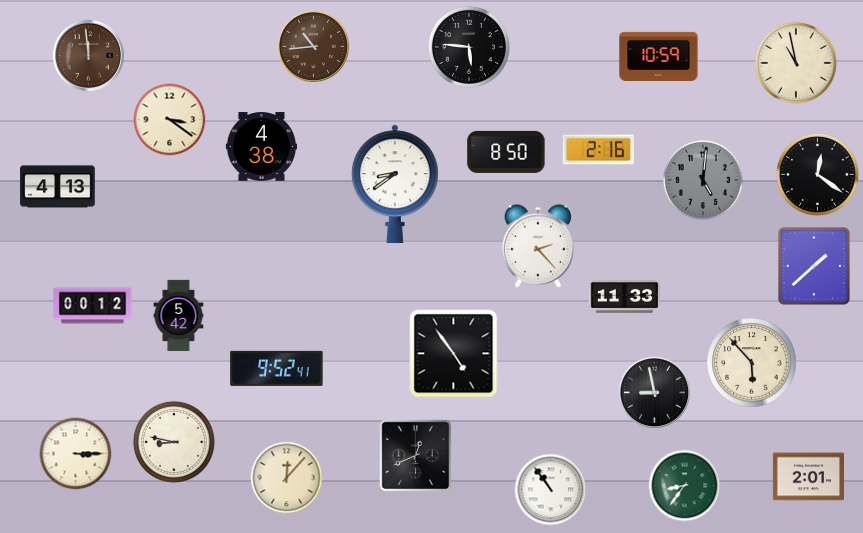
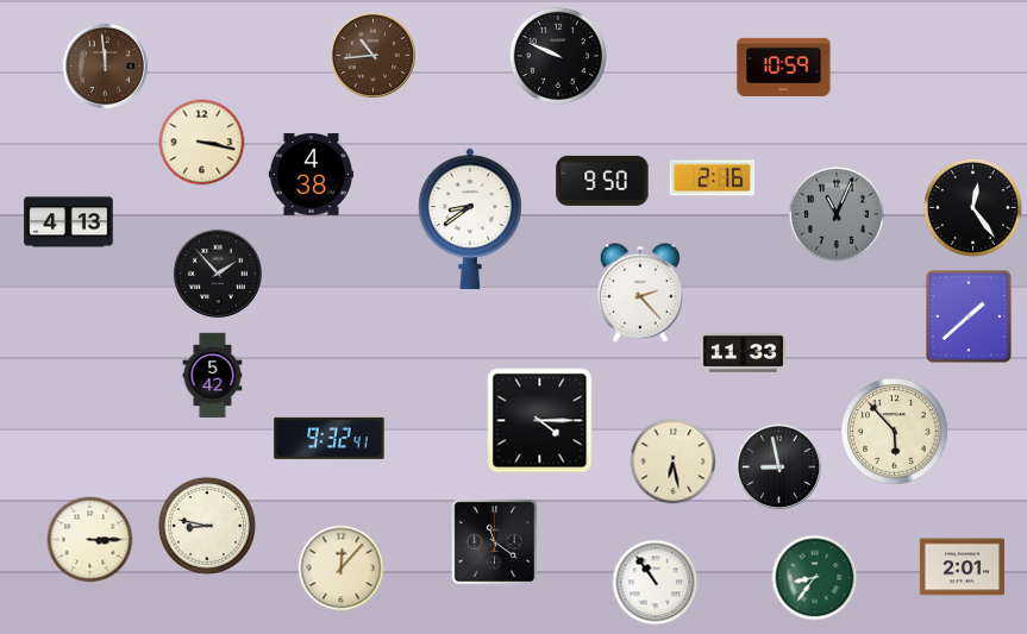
clock at (469, 47): 5:46 -> 9:49
clock at (796, 63): 10:58 -> none
clock at (170, 120): 3:21 -> 3:17
clock at (506, 152): 8:50 -> 9:50
clock at (817, 174): 12:21 -> 12:24
clock at (703, 180): 5:01 -> 11:04
clock at (218, 274): none -> 1:53
clock at (93, 306): 00:12 -> none
clock at (454, 354): 4:54 -> 4:15
clock at (277, 368): 9:52 -> 9:32
clock at (674, 462): none -> 6:28
clock at (416, 456): 12:41 -> 11:21
